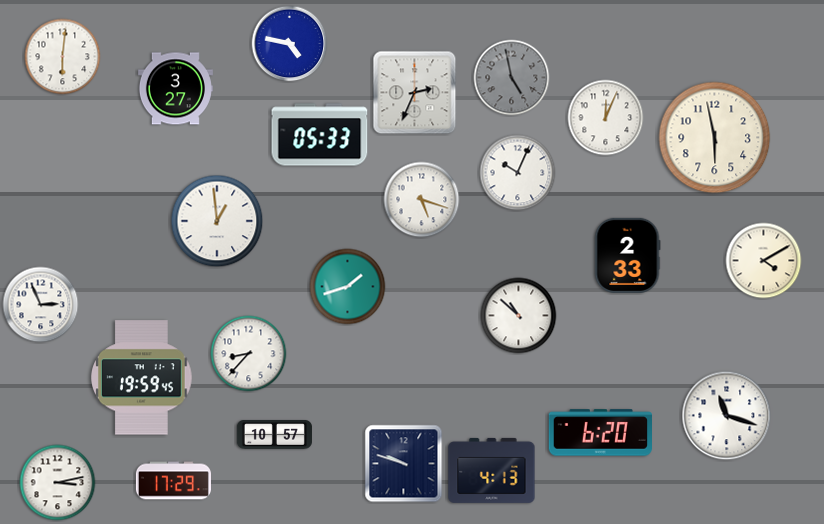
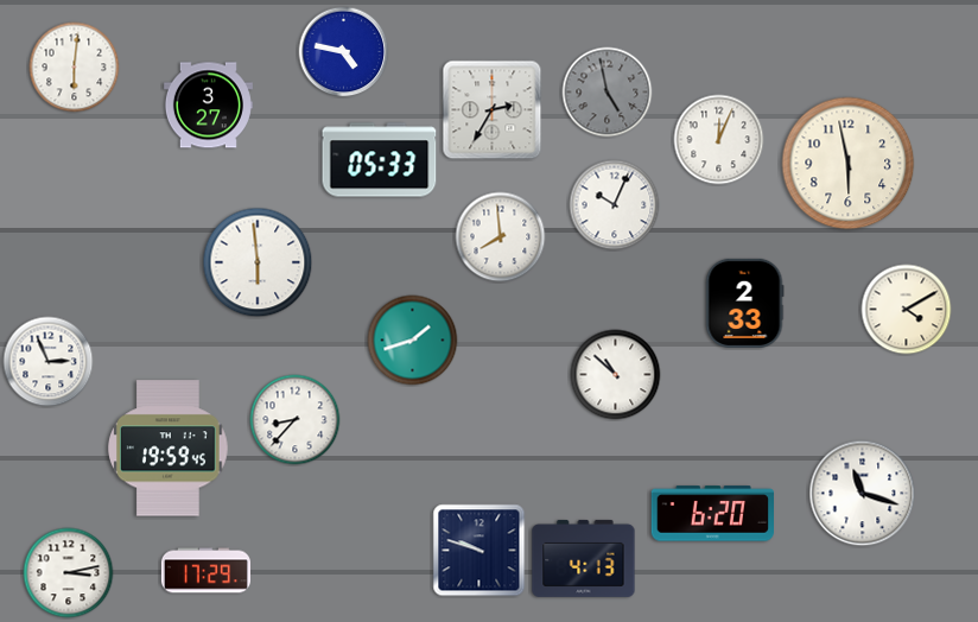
clock at (415, 93): 2:34 -> 2:35
clock at (422, 200): 5:18 -> 7:59
clock at (217, 221): 12:59 -> 5:59
clock at (274, 435): 10:57 -> none
